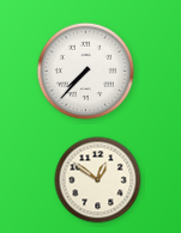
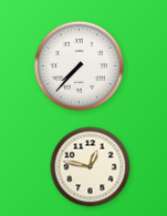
clock at (98, 180): 12:51 -> 12:47
